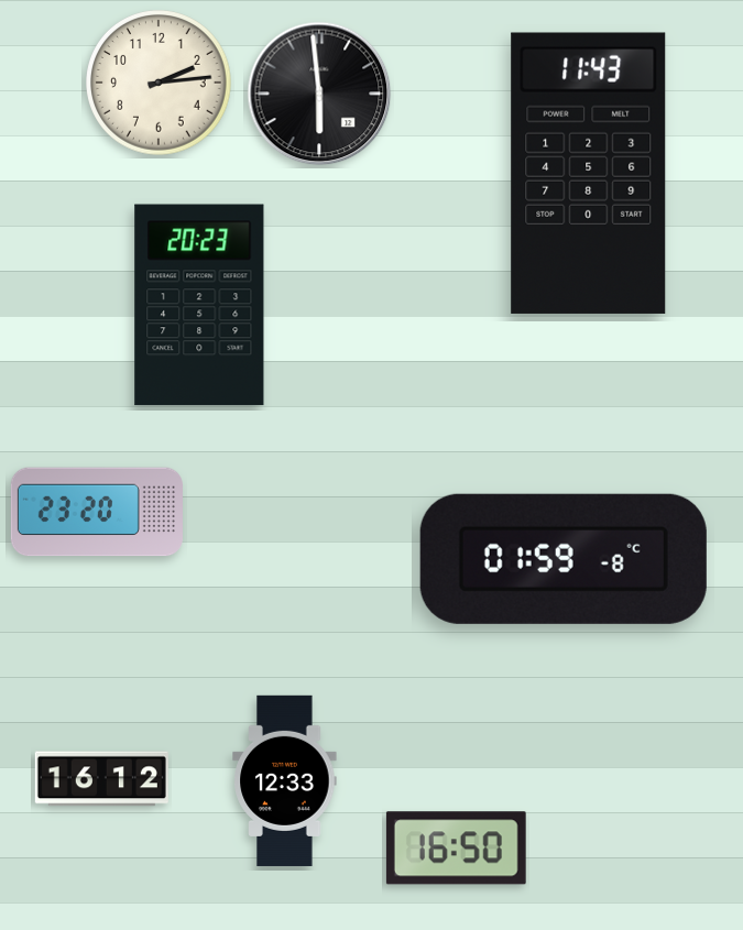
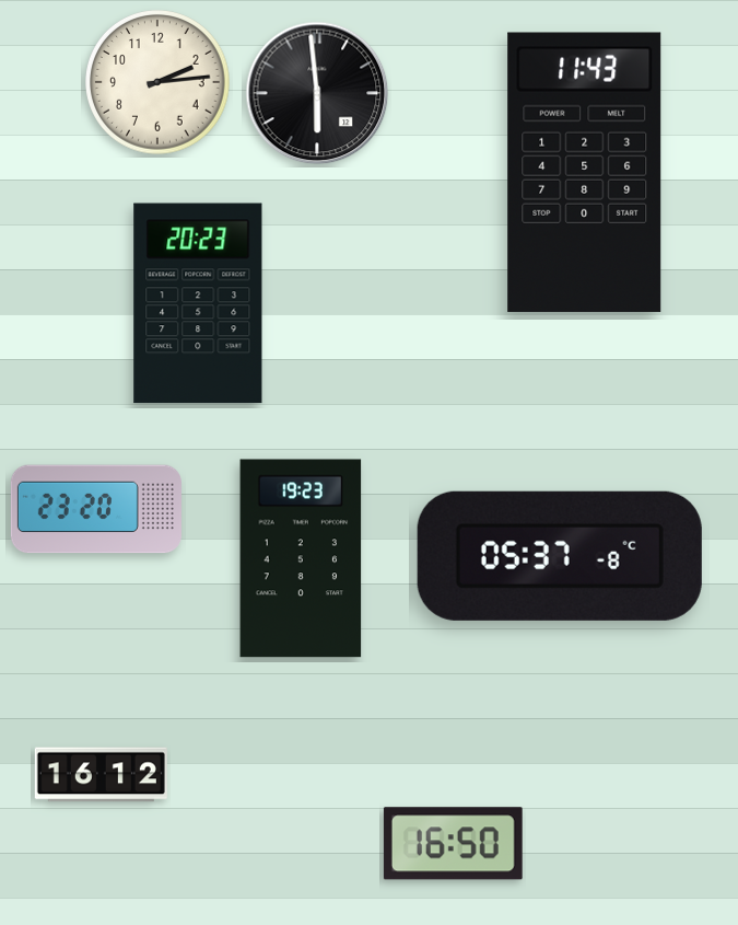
clock at (564, 559): 01:59 -> 05:37
clock at (301, 558): none -> 19:23
clock at (285, 780): 12:33 -> none
